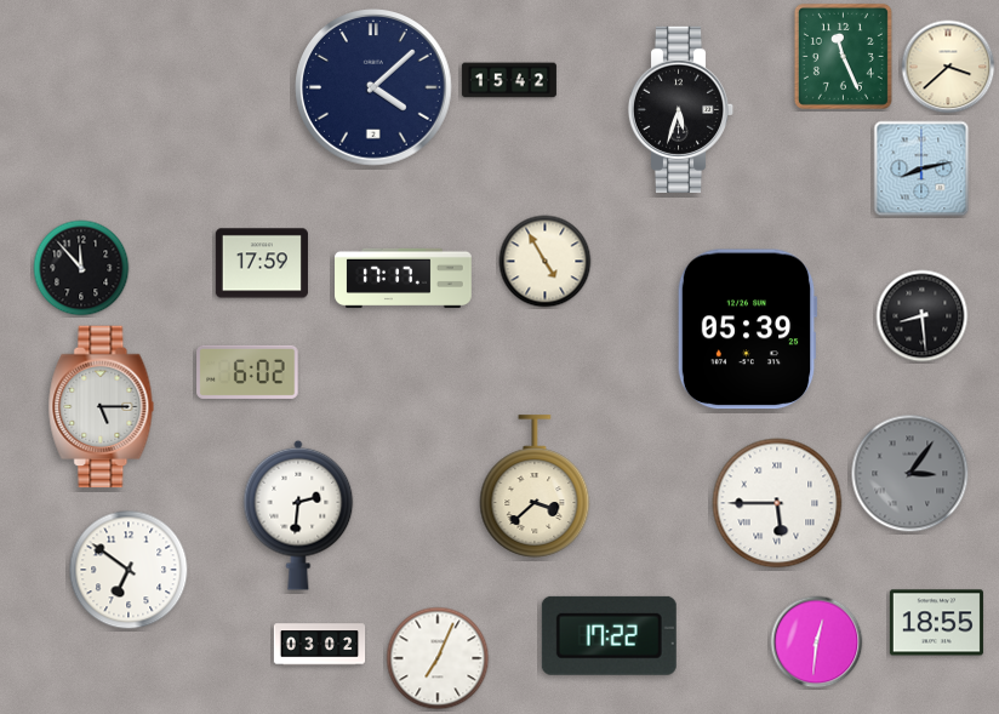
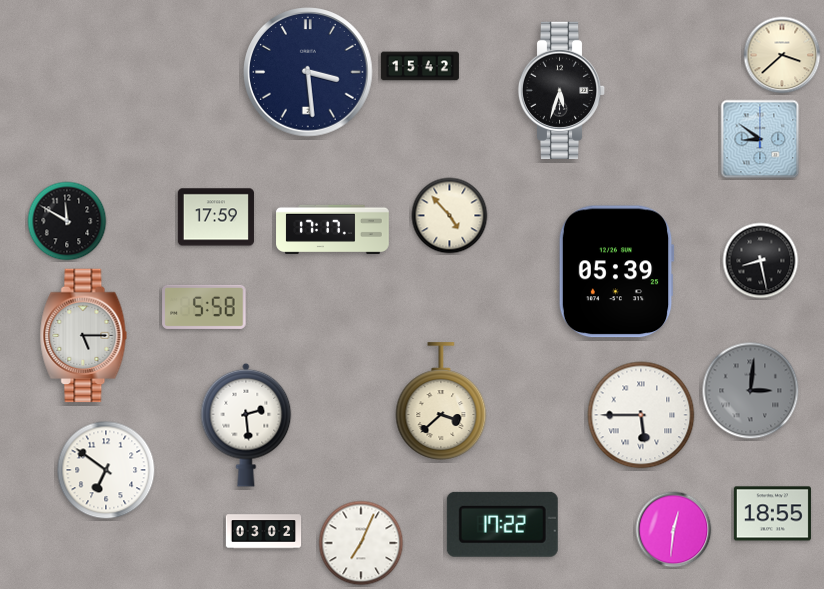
clock at (843, 56): 11:26 -> none
clock at (373, 87): 4:08 -> 3:29
clock at (921, 168): 8:13 -> 8:51
clock at (546, 262): 4:55 -> 4:53
clock at (81, 268): 11:53 -> 11:50
clock at (923, 316): 8:29 -> 8:28
clock at (247, 372): 6:02 -> 5:58
clock at (910, 474): 3:06 -> 3:01
clock at (298, 515): 2:31 -> 2:29
